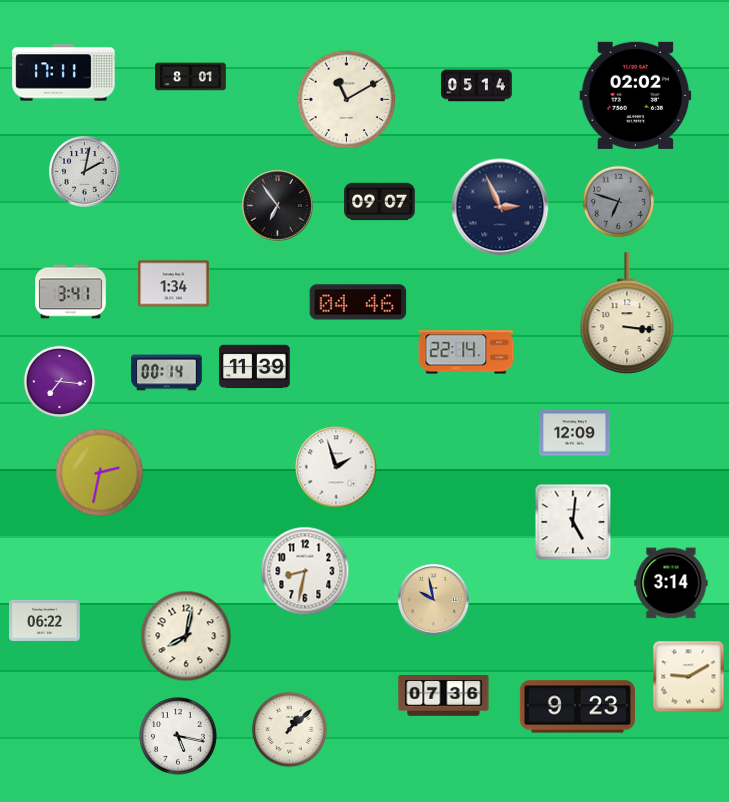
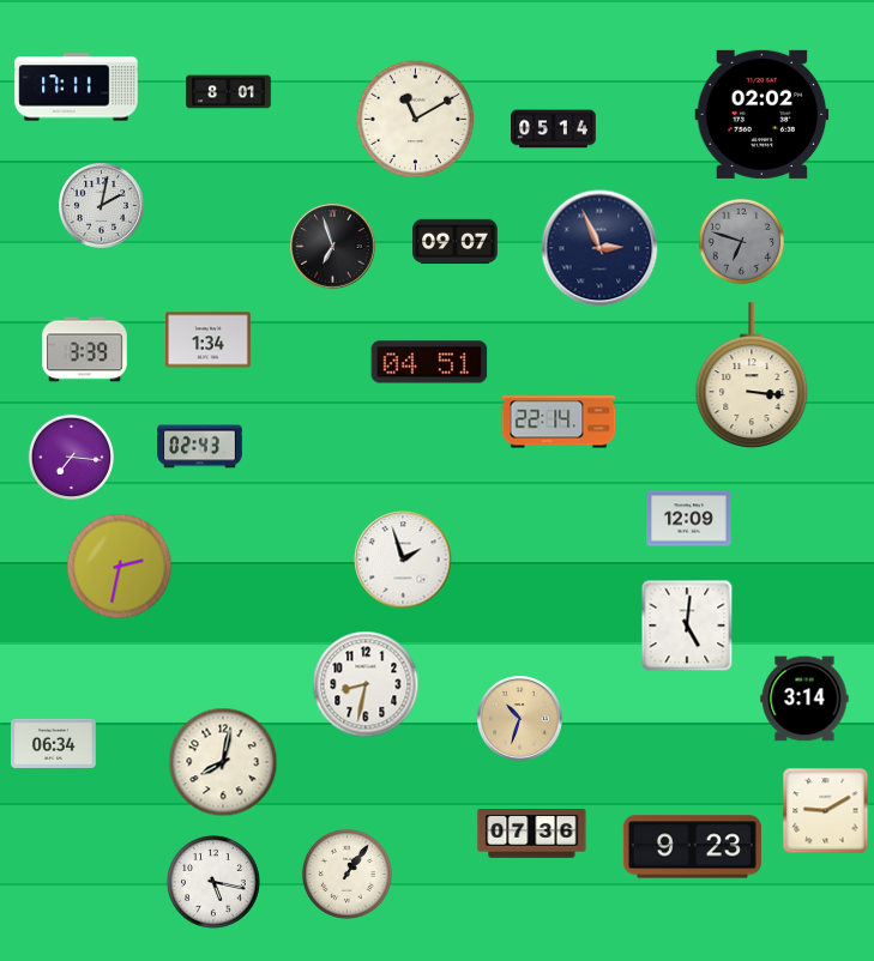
clock at (477, 86) position: (477, 86) -> (554, 129)
clock at (278, 206): 6:54 -> 6:57
clock at (71, 292): 3:41 -> 3:39
clock at (358, 302): 04:46 -> 04:51
clock at (255, 367): 11:39 -> none
clock at (167, 373): 00:14 -> 02:43
clock at (434, 600): 9:58 -> 10:33
clock at (45, 620): 06:22 -> 06:34
clock at (289, 729): 1:08 -> 1:06
